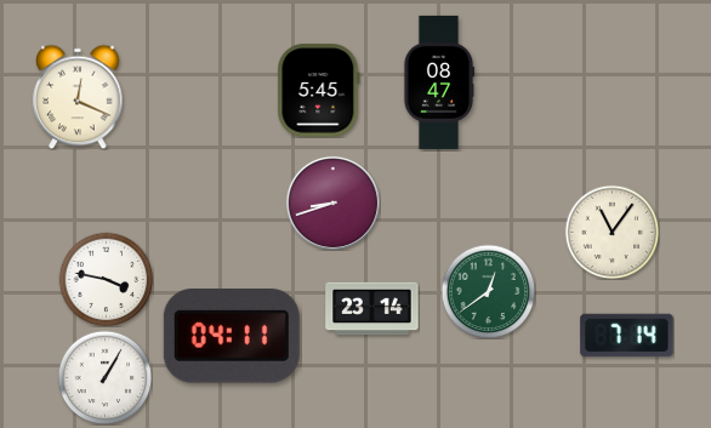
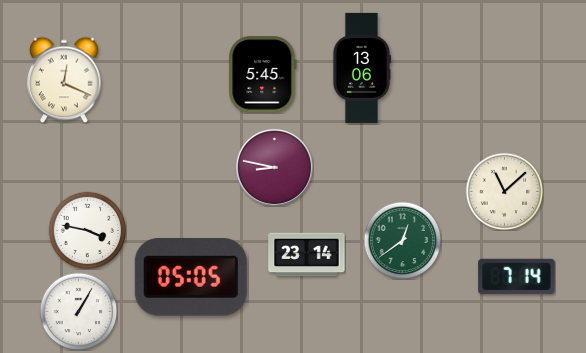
clock at (439, 82): 08:47 -> 13:06
clock at (332, 202): 8:42 -> 8:47
clock at (612, 232): 11:06 -> 11:08
clock at (232, 337): 04:11 -> 05:05
clock at (104, 377) position: (104, 377) -> (78, 311)
